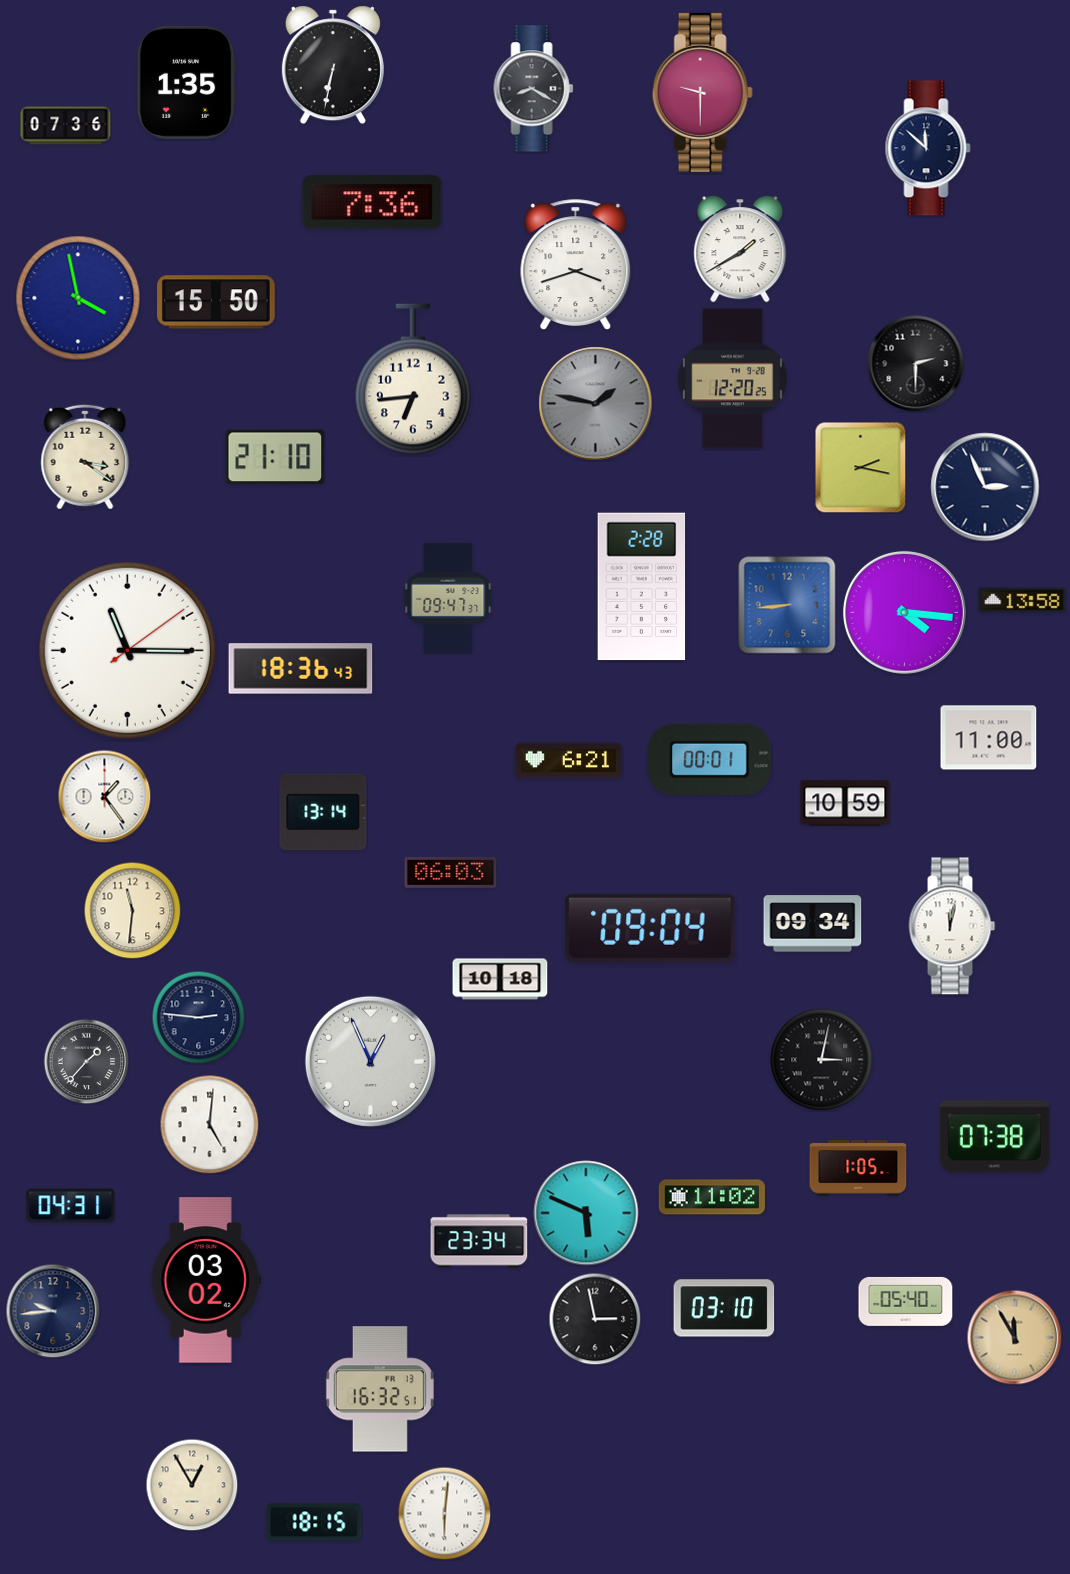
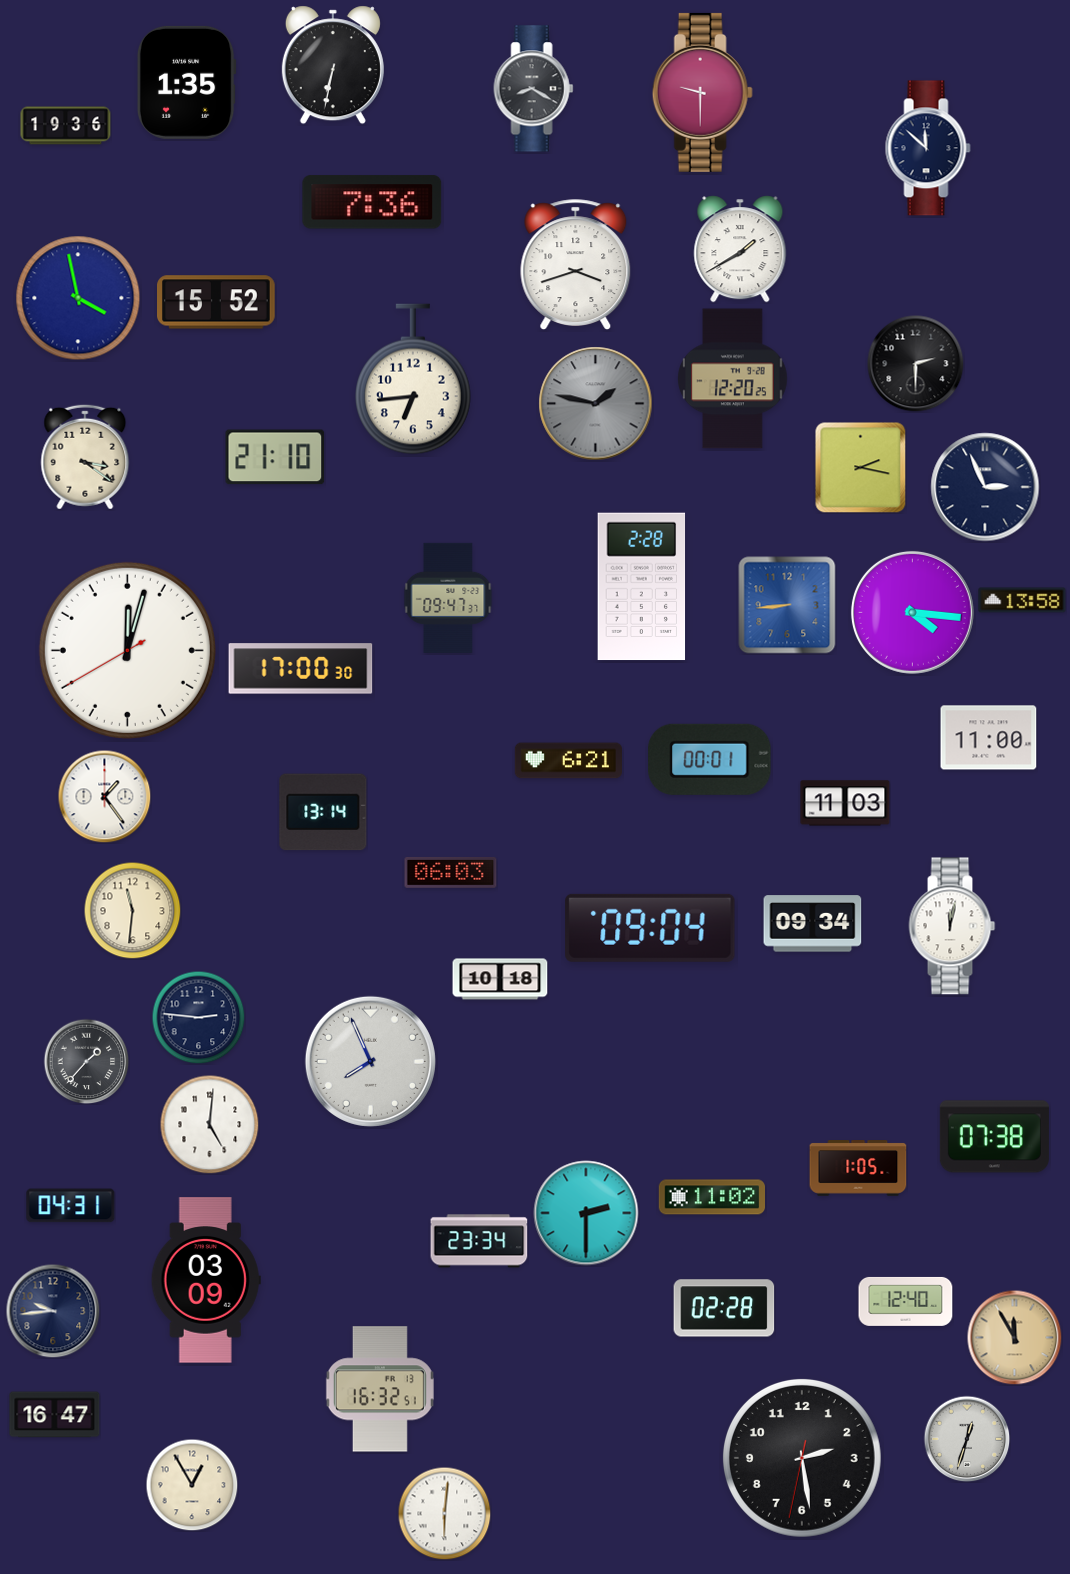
clock at (66, 126): 07:36 -> 19:36
clock at (217, 302): 15:50 -> 15:52
clock at (904, 612) position: (904, 612) -> (912, 612)
clock at (127, 650): 11:15 -> 12:02
clock at (301, 669): 18:36 -> 17:00
clock at (845, 803): 10:59 -> 11:03
clock at (822, 1060): 3:02 -> none
clock at (370, 1061): 12:56 -> 7:56
clock at (586, 1213): 5:49 -> 2:30
clock at (206, 1280): 03:02 -> 03:09
clock at (906, 1301): 05:40 -> 12:40
clock at (724, 1308): 03:10 -> 02:28
clock at (595, 1319): 2:58 -> none
clock at (55, 1415): none -> 16:47
clock at (967, 1439): none -> 12:33
clock at (802, 1458): none -> 2:28
clock at (314, 1522): 18:15 -> none
